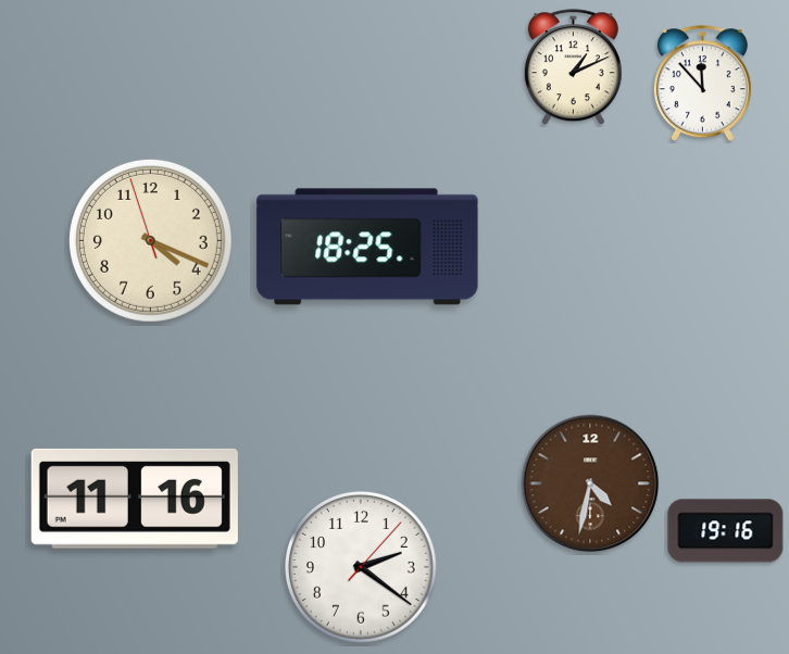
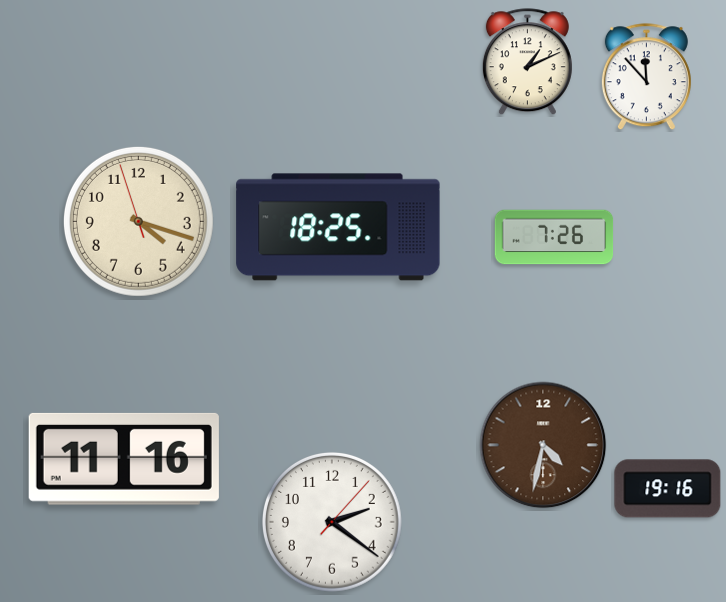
clock at (150, 240): 4:18 -> 4:17
clock at (554, 237): none -> 7:26
